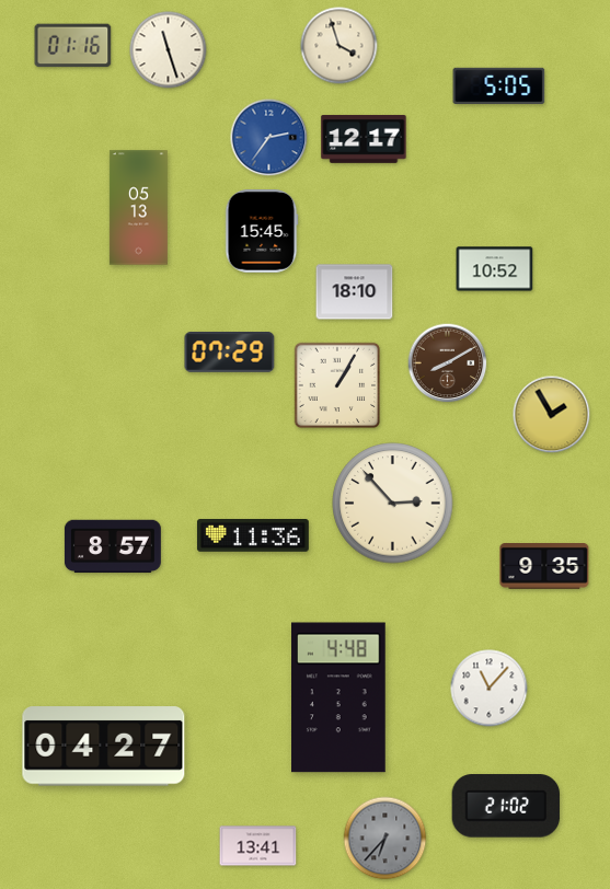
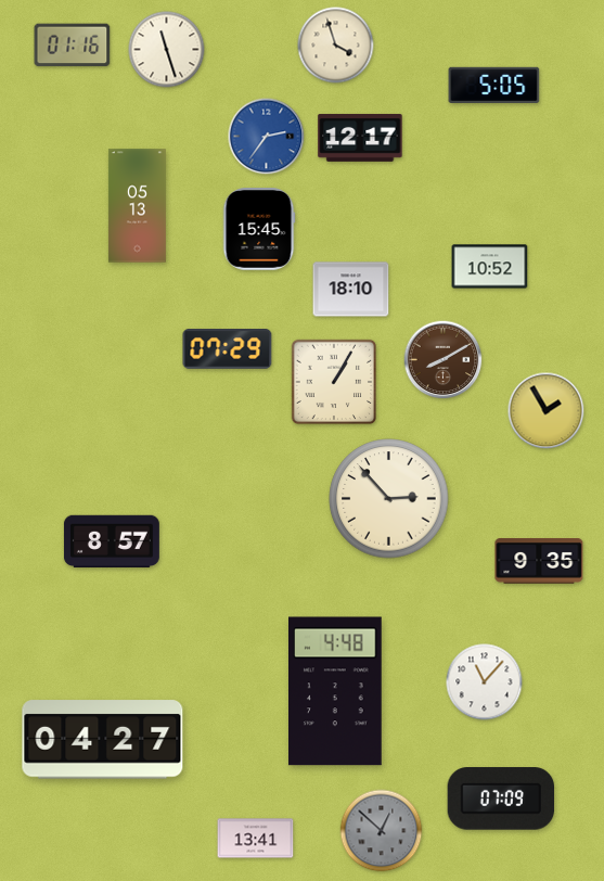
clock at (253, 536): 11:36 -> none
clock at (506, 806): 21:02 -> 07:09
clock at (385, 839): 6:37 -> 12:52
